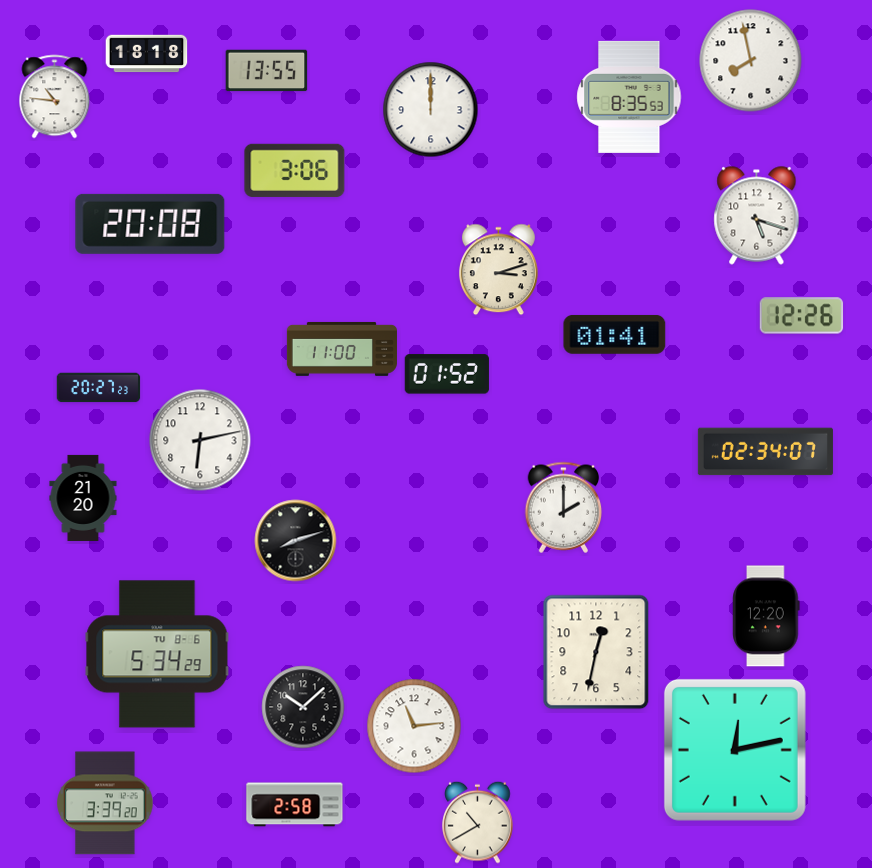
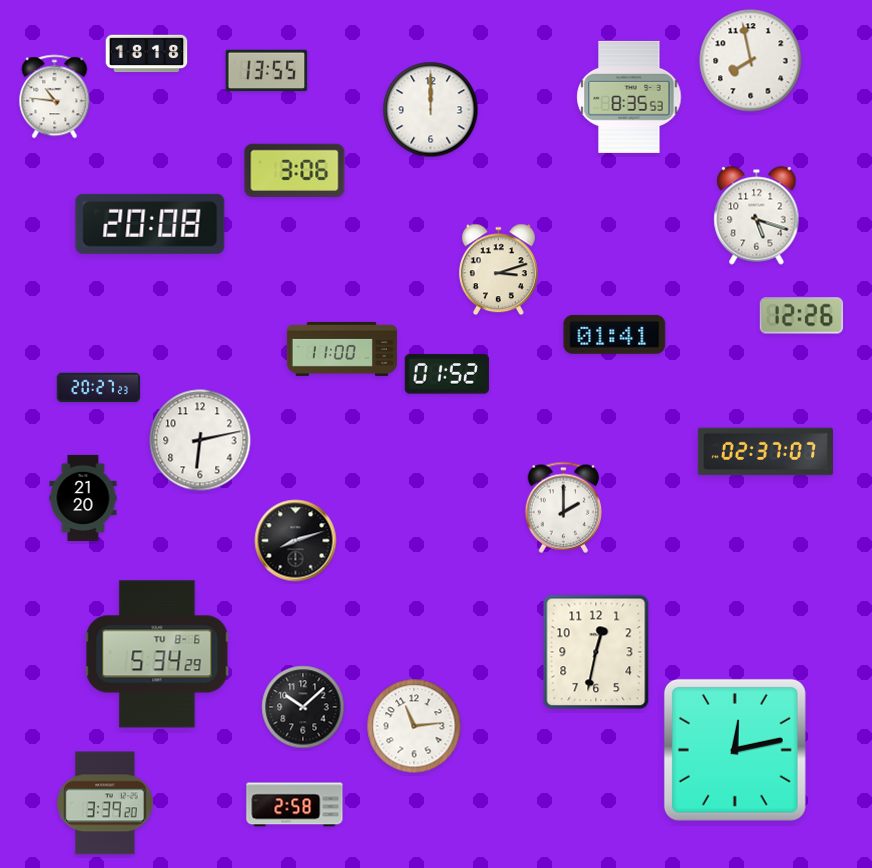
clock at (765, 452): 02:34 -> 02:37
clock at (766, 616): 12:20 -> none
clock at (478, 822): 10:40 -> none
